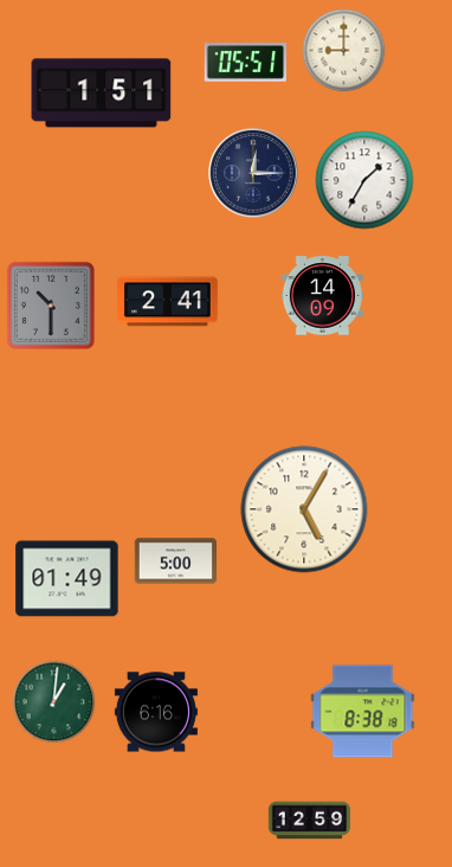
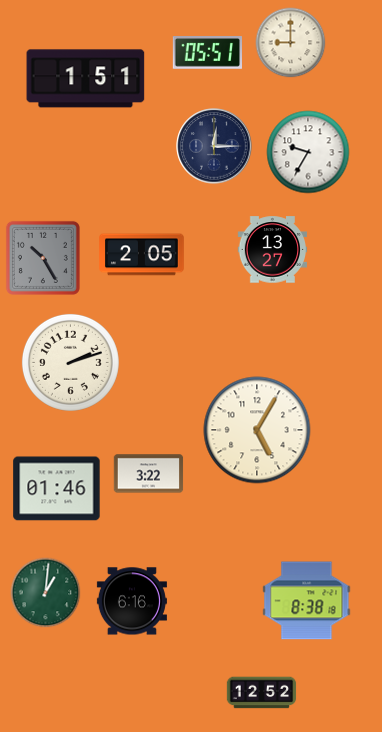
clock at (364, 180): 1:35 -> 9:35
clock at (323, 296): 14:09 -> 13:27
clock at (168, 302): 2:41 -> 2:05
clock at (51, 306): 10:30 -> 10:25
clock at (70, 362): none -> 2:12
clock at (176, 561): 5:00 -> 3:22
clock at (67, 579): 01:49 -> 01:46
clock at (310, 821): 12:59 -> 12:52
